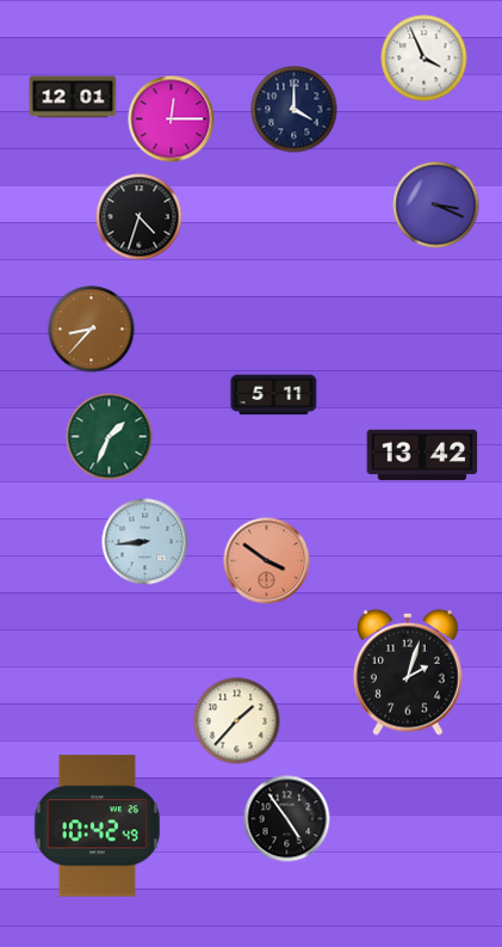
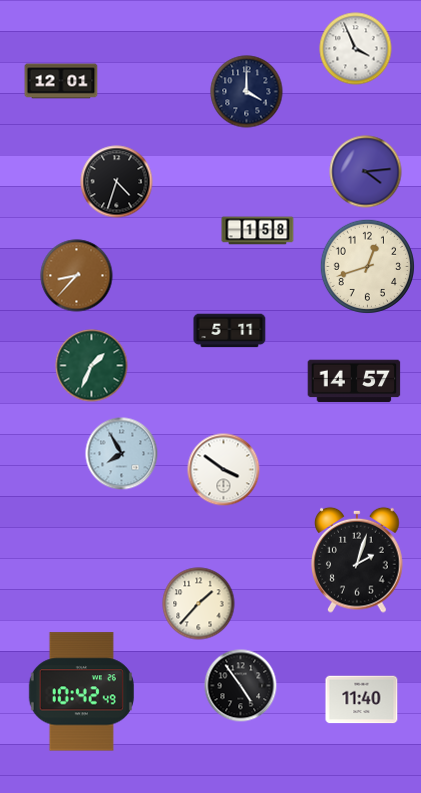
clock at (172, 119): 12:15 -> none
clock at (436, 205): 3:19 -> 4:14
clock at (258, 231): none -> 1:58
clock at (367, 266): none -> 12:42
clock at (422, 455): 13:42 -> 14:57
clock at (145, 542): 8:44 -> 7:55
clock at (267, 561) dial: salmon -> white
clock at (408, 672) position: (408, 672) -> (357, 560)
clock at (362, 700): none -> 11:40
